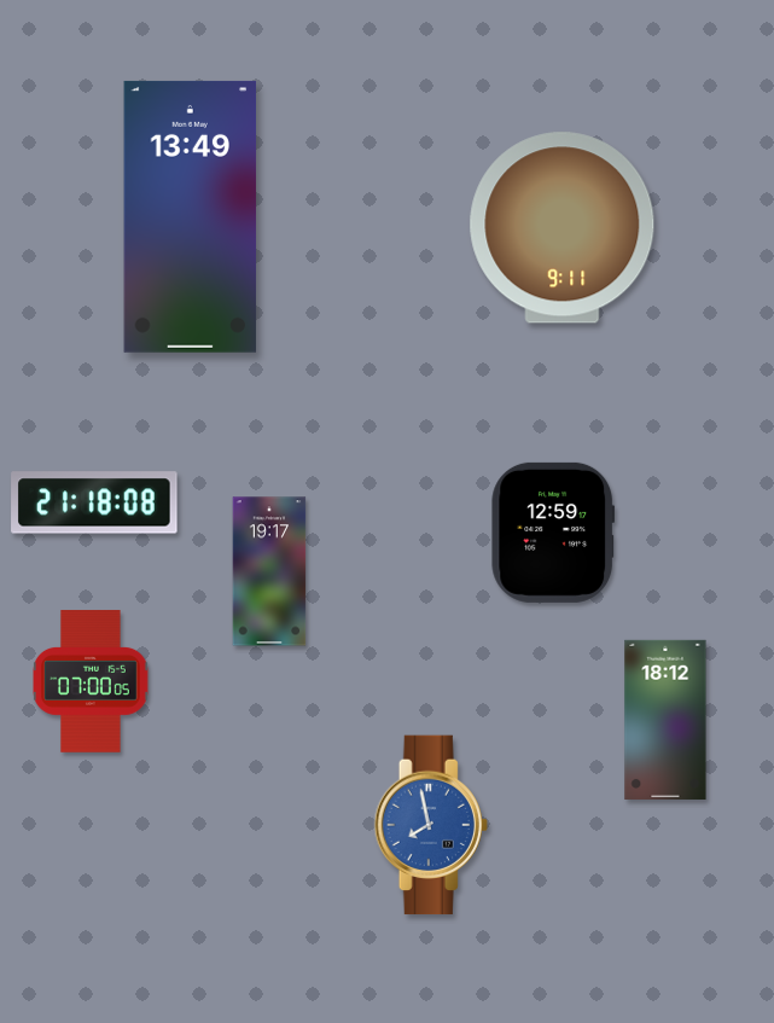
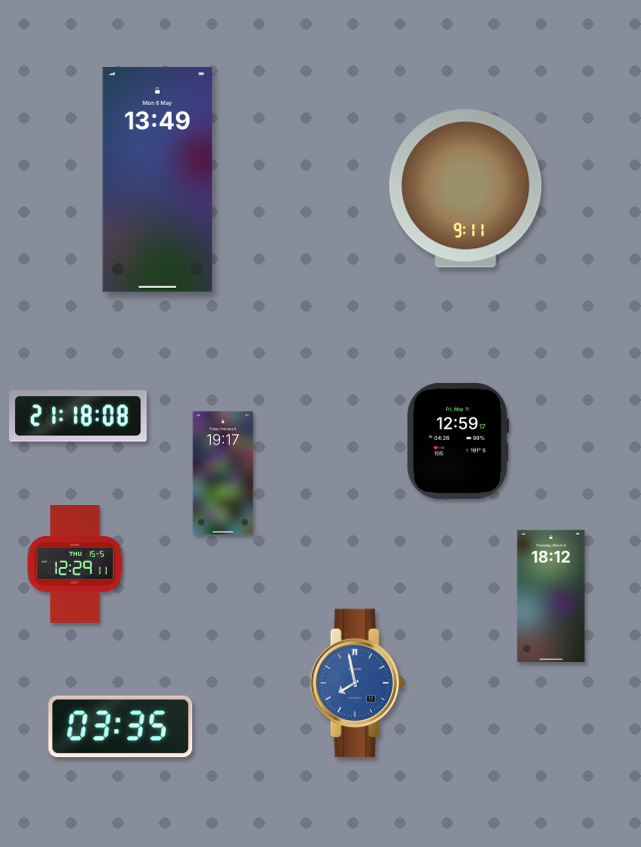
clock at (92, 681): 07:00 -> 12:29
clock at (121, 727): none -> 03:35
